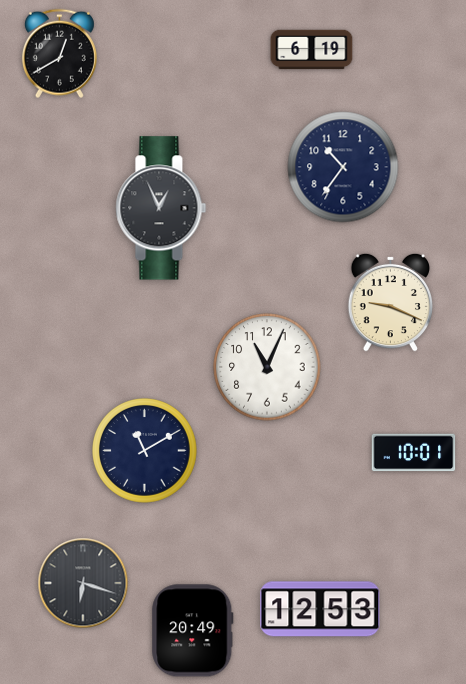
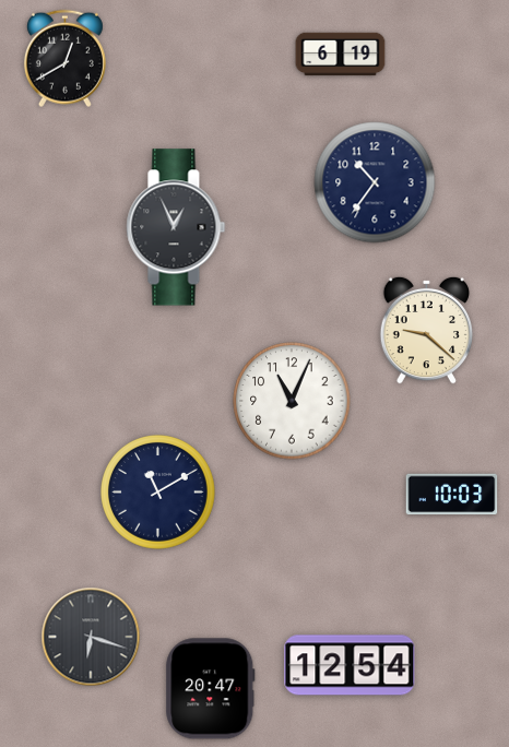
clock at (391, 302): 9:19 -> 9:22
clock at (414, 453): 10:01 -> 10:03
clock at (320, 609): 12:53 -> 12:54
clock at (193, 631): 20:49 -> 20:47
